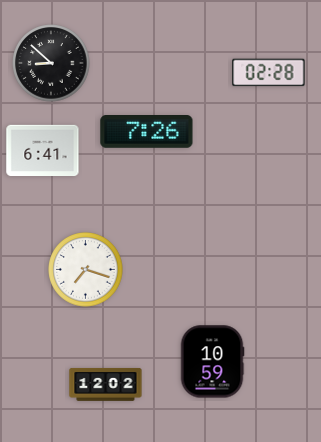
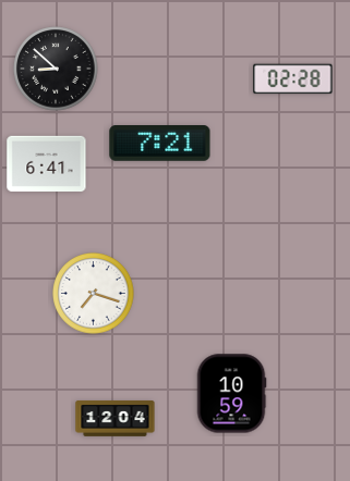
clock at (147, 132): 7:26 -> 7:21
clock at (106, 385): 12:02 -> 12:04
